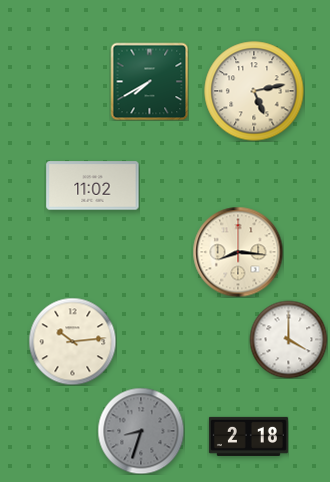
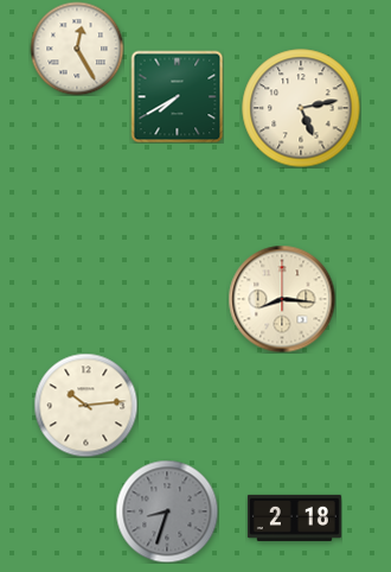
clock at (77, 49): none -> 12:25
clock at (93, 186): 11:02 -> none
clock at (288, 339): 4:00 -> none
